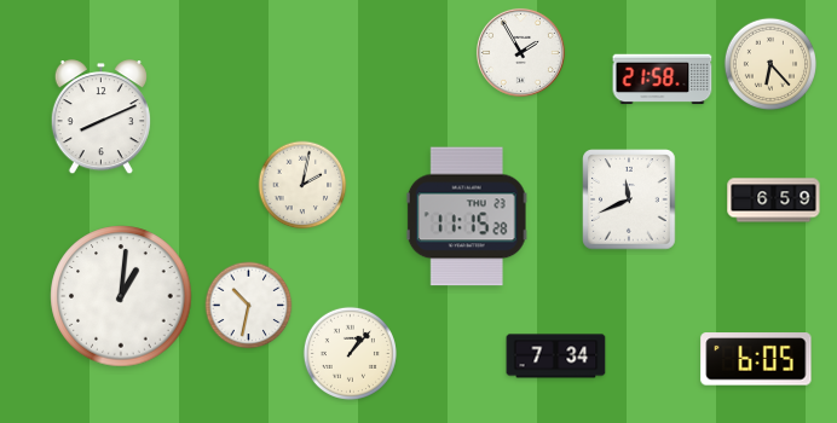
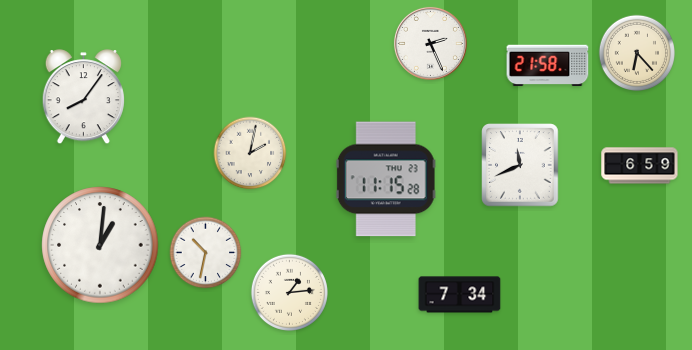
clock at (520, 52): 1:55 -> 2:26
clock at (100, 117): 8:11 -> 8:06
clock at (350, 353): 1:07 -> 1:14
clock at (756, 359): 6:05 -> none
